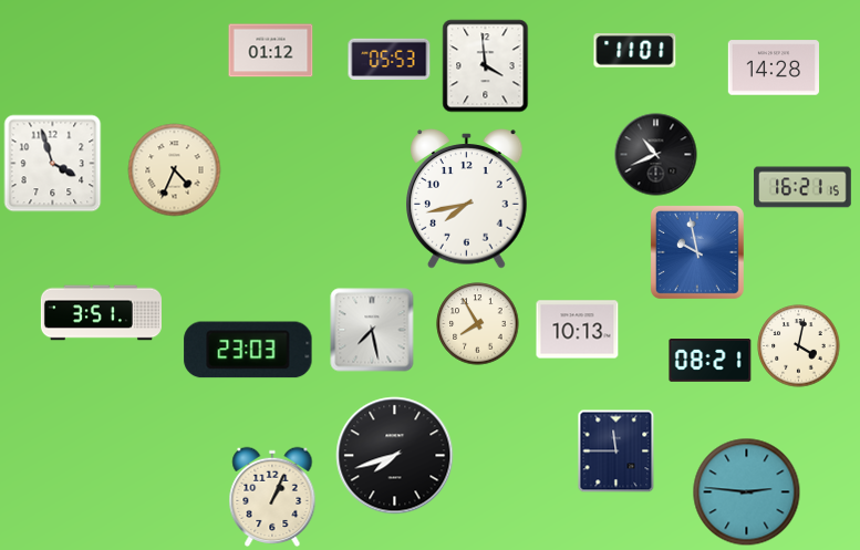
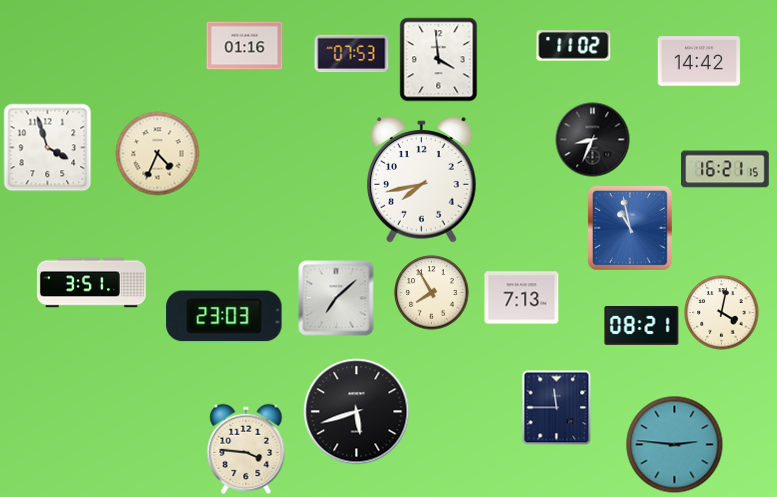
clock at (271, 51): 01:12 -> 01:16
clock at (635, 51): 11:01 -> 11:02
clock at (390, 60): 05:53 -> 07:53
clock at (774, 68): 14:28 -> 14:42
clock at (656, 155): 10:41 -> 8:34
clock at (697, 252): 9:58 -> 10:58
clock at (372, 330): 7:28 -> 7:08
clock at (578, 330): 10:13 -> 7:13
clock at (395, 456): 7:42 -> 5:42
clock at (272, 497): 1:04 -> 3:46
